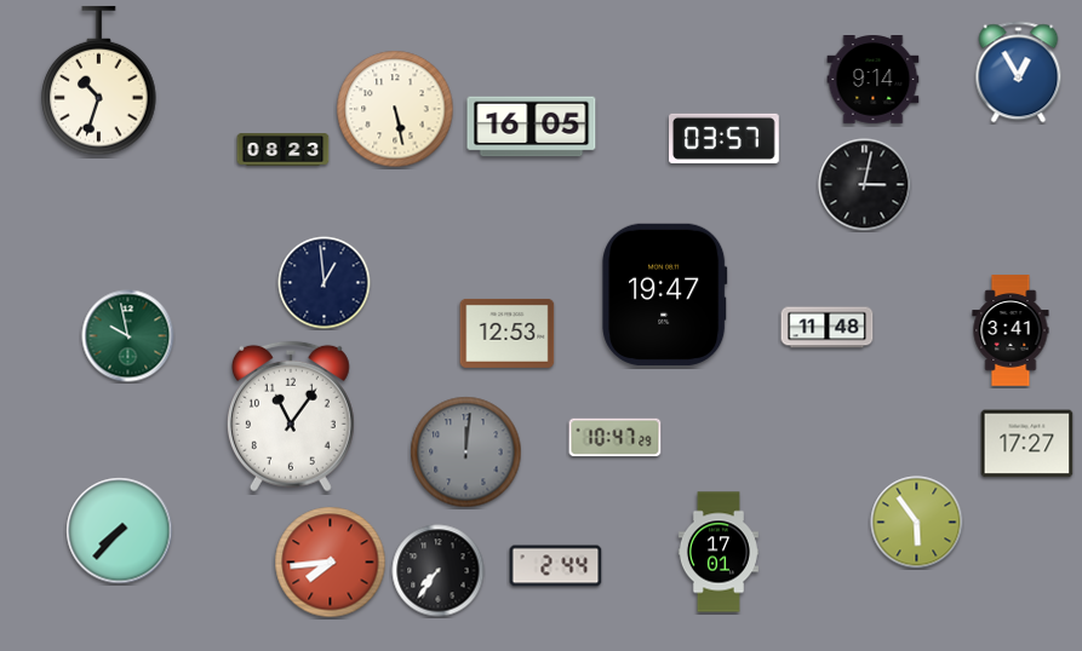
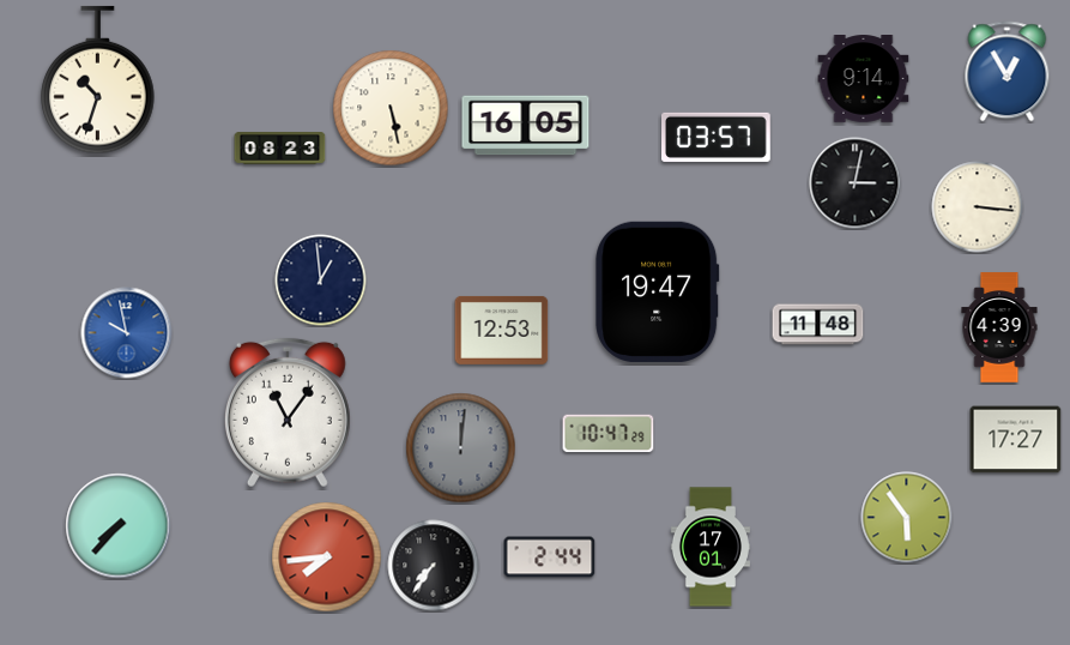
clock at (978, 207): none -> 3:16
clock at (1011, 330): 3:41 -> 4:39
clock at (128, 336) dial: green -> blue
clock at (556, 566) position: (556, 566) -> (550, 557)
